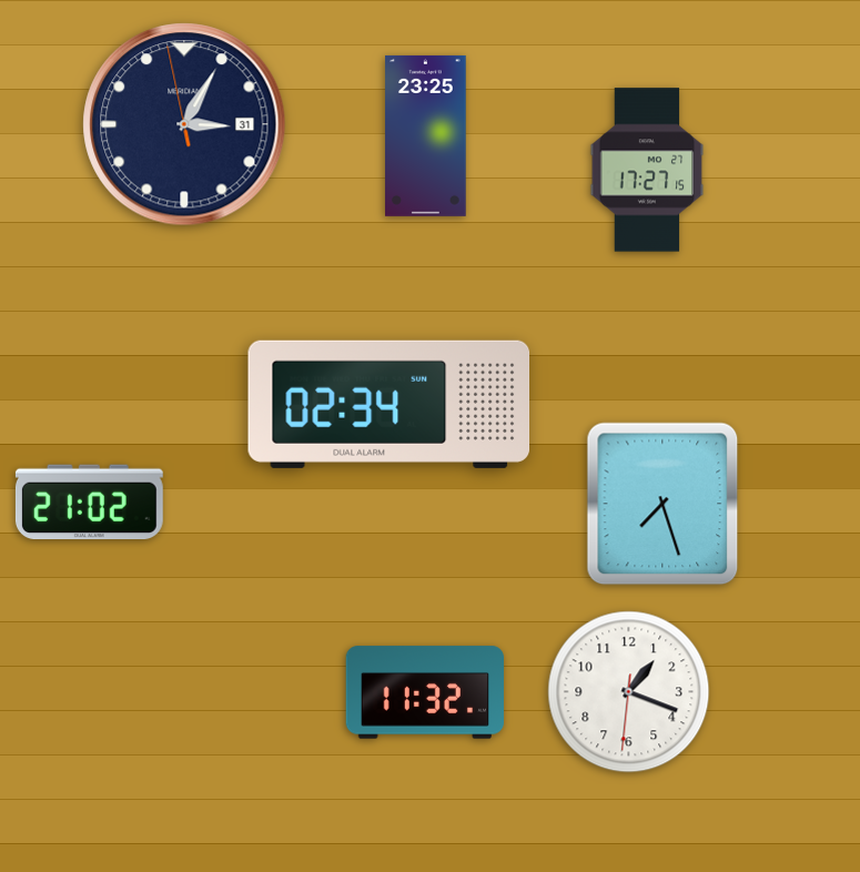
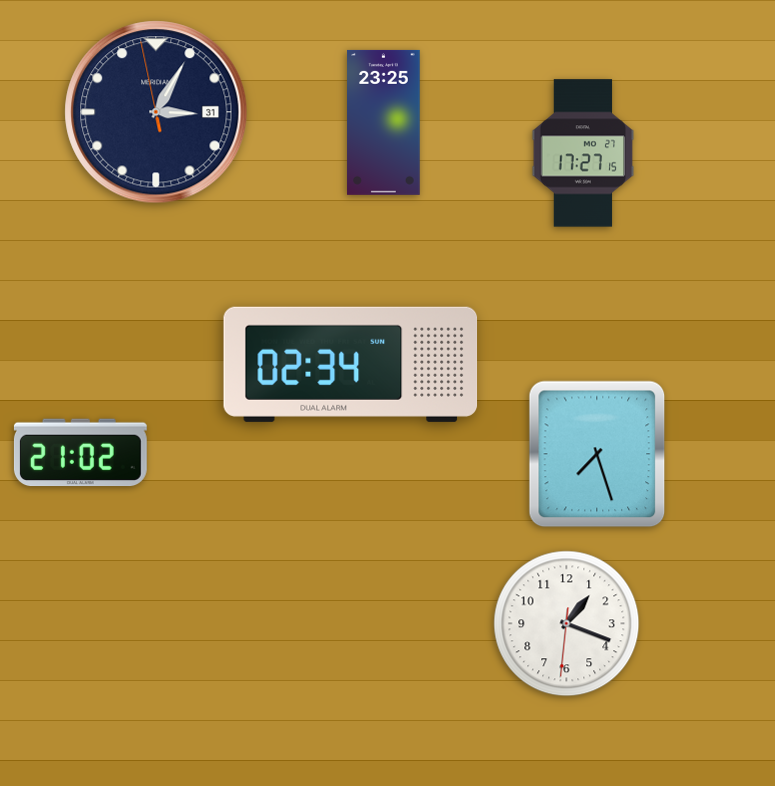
clock at (184, 124) position: (184, 124) -> (156, 112)
clock at (425, 692): 11:32 -> none
